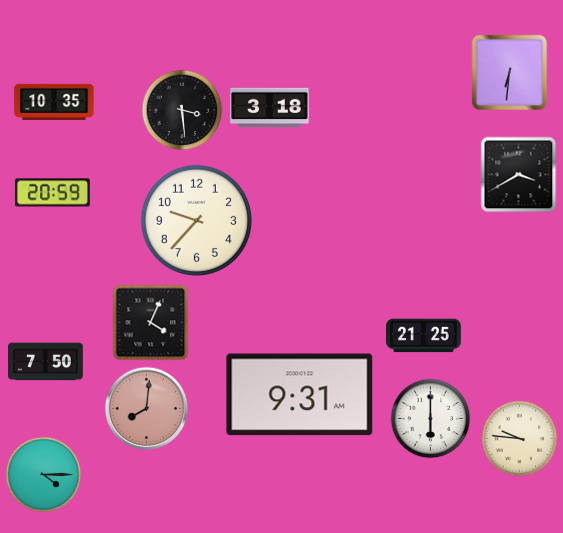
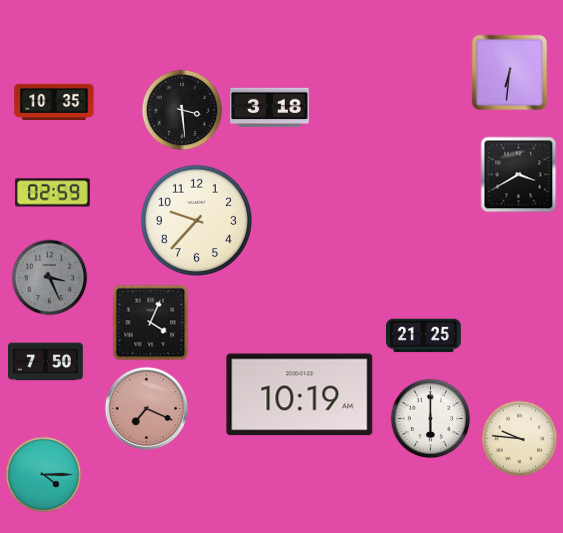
clock at (53, 193): 20:59 -> 02:59
clock at (50, 278): none -> 3:26
clock at (300, 395): 9:31 -> 10:19
clock at (147, 409): 8:01 -> 7:19
